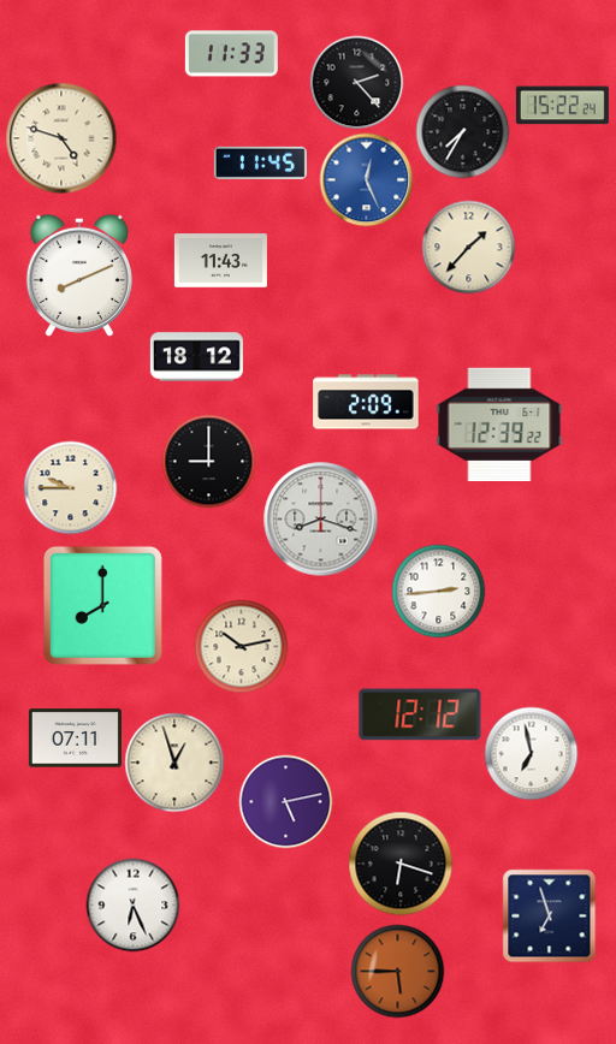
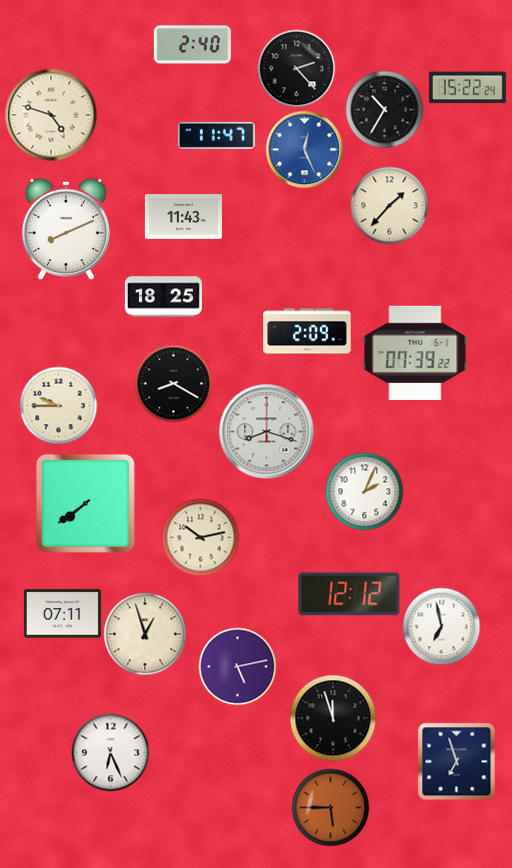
clock at (231, 54): 11:33 -> 2:40
clock at (462, 131): 7:35 -> 10:35
clock at (260, 162): 11:45 -> 11:47
clock at (196, 357): 18:12 -> 18:25
clock at (366, 402) position: (366, 402) -> (307, 331)
clock at (499, 423): 12:39 -> 07:39
clock at (208, 461): 9:00 -> 8:20
clock at (438, 591): 2:44 -> 2:04
clock at (102, 605): 8:00 -> 7:39
clock at (401, 864): 6:18 -> 11:57
